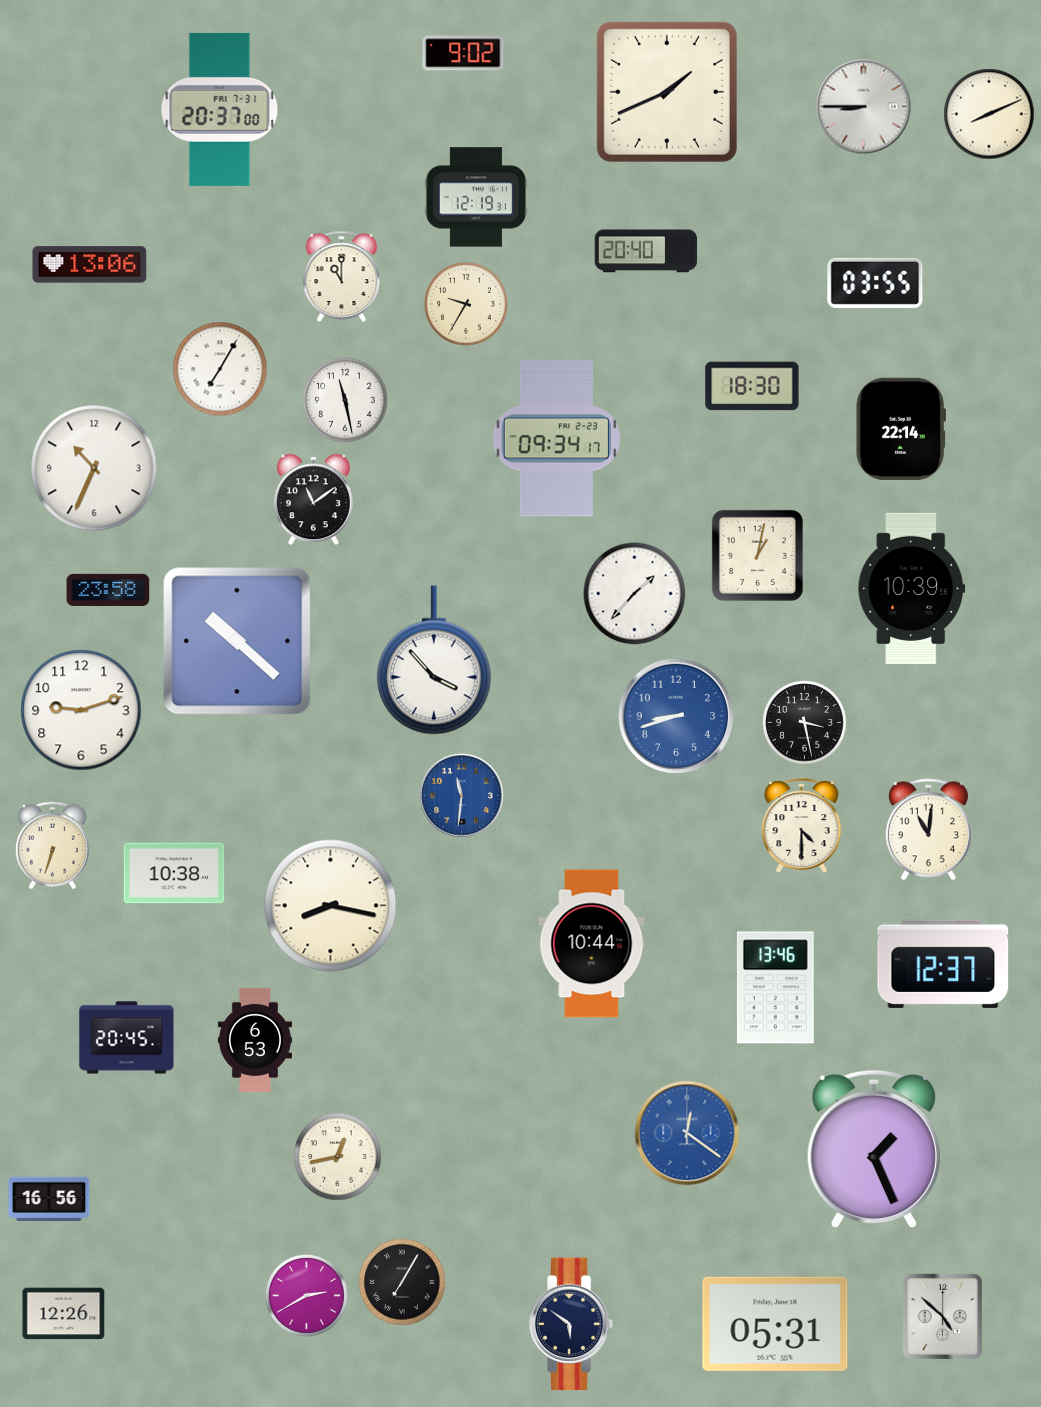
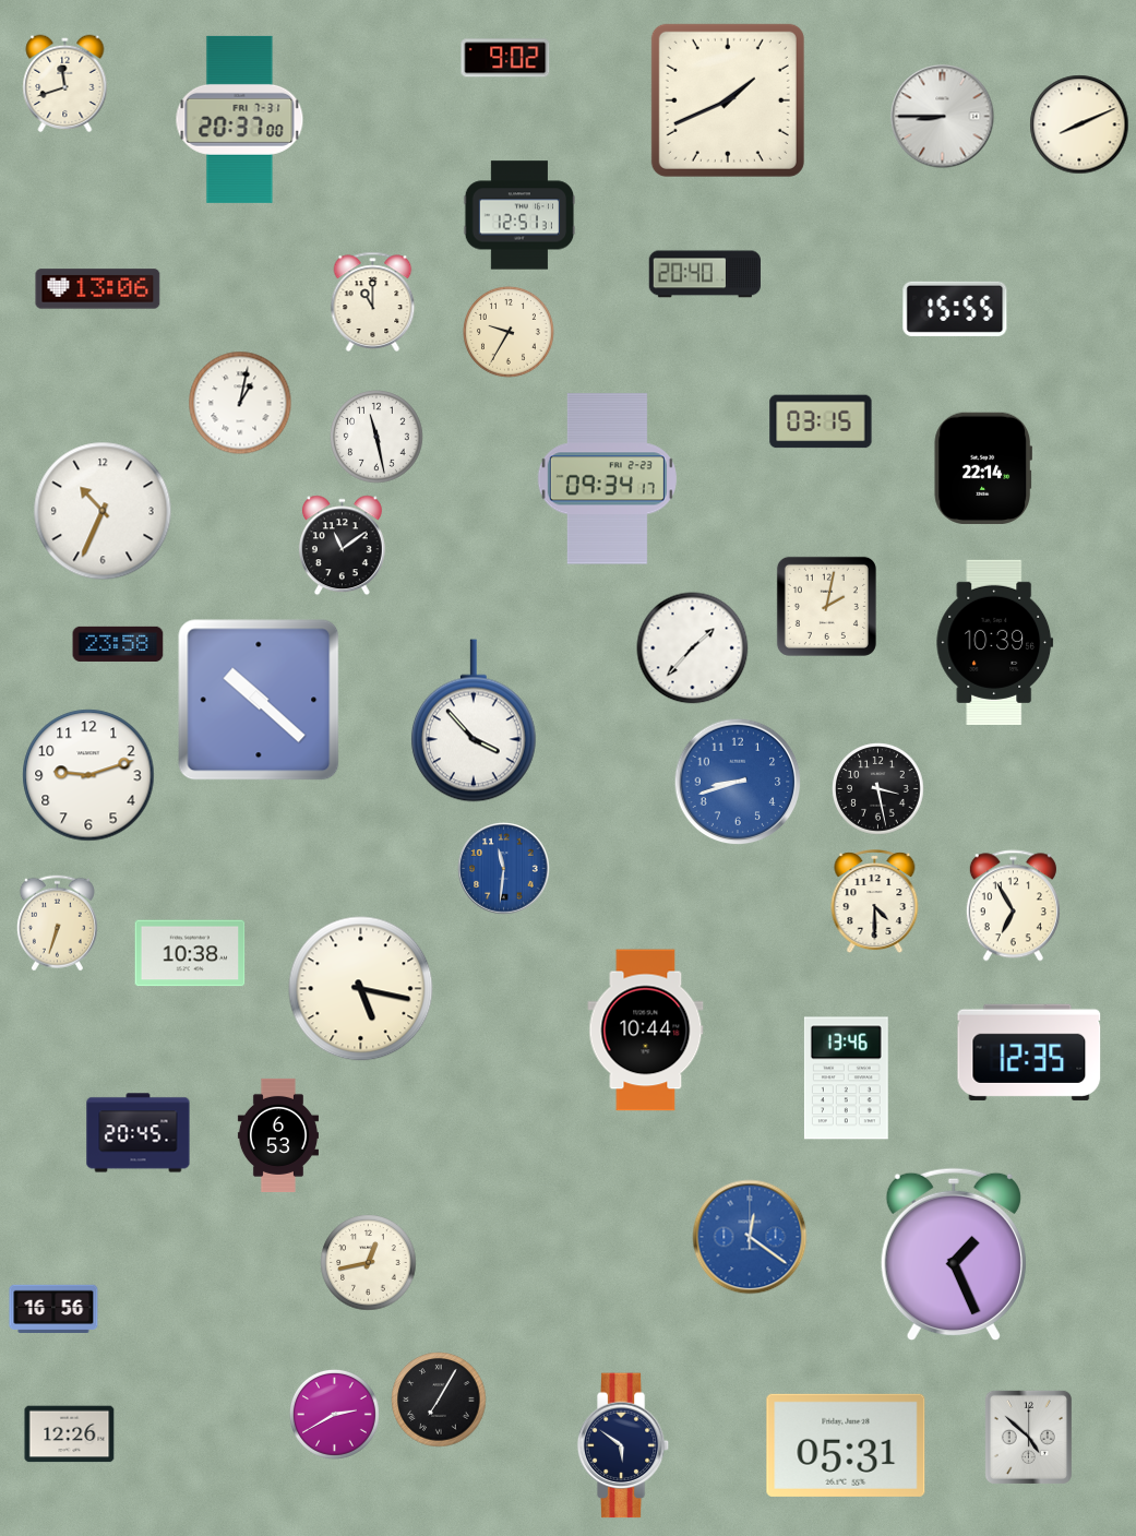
clock at (65, 84): none -> 11:42
clock at (476, 197): 12:19 -> 12:51
clock at (875, 283): 03:55 -> 15:55
clock at (220, 369): 7:05 -> 1:02
clock at (752, 386): 18:30 -> 03:15
clock at (757, 555): 1:02 -> 2:02
clock at (928, 830): 11:01 -> 6:55
clock at (331, 906): 8:17 -> 5:17
clock at (943, 964): 12:37 -> 12:35
